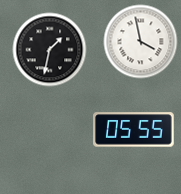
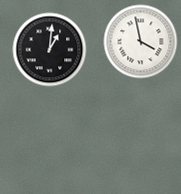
clock at (50, 50): 1:32 -> 1:01
clock at (134, 130): 05:55 -> none
